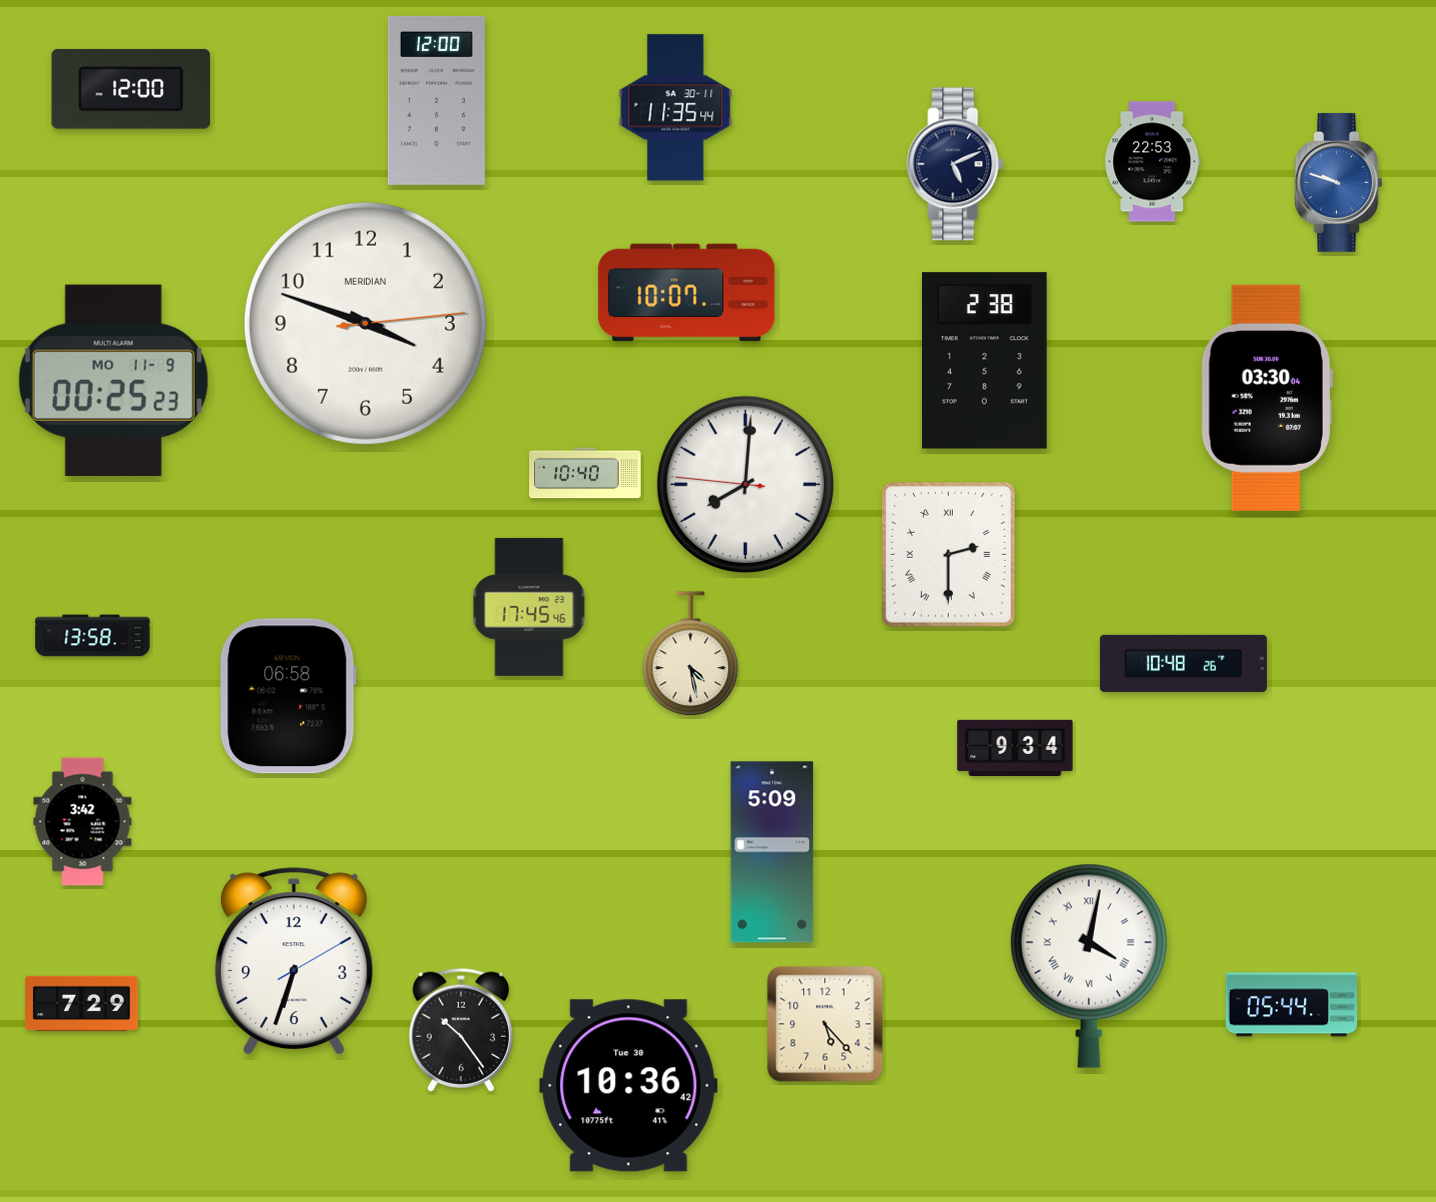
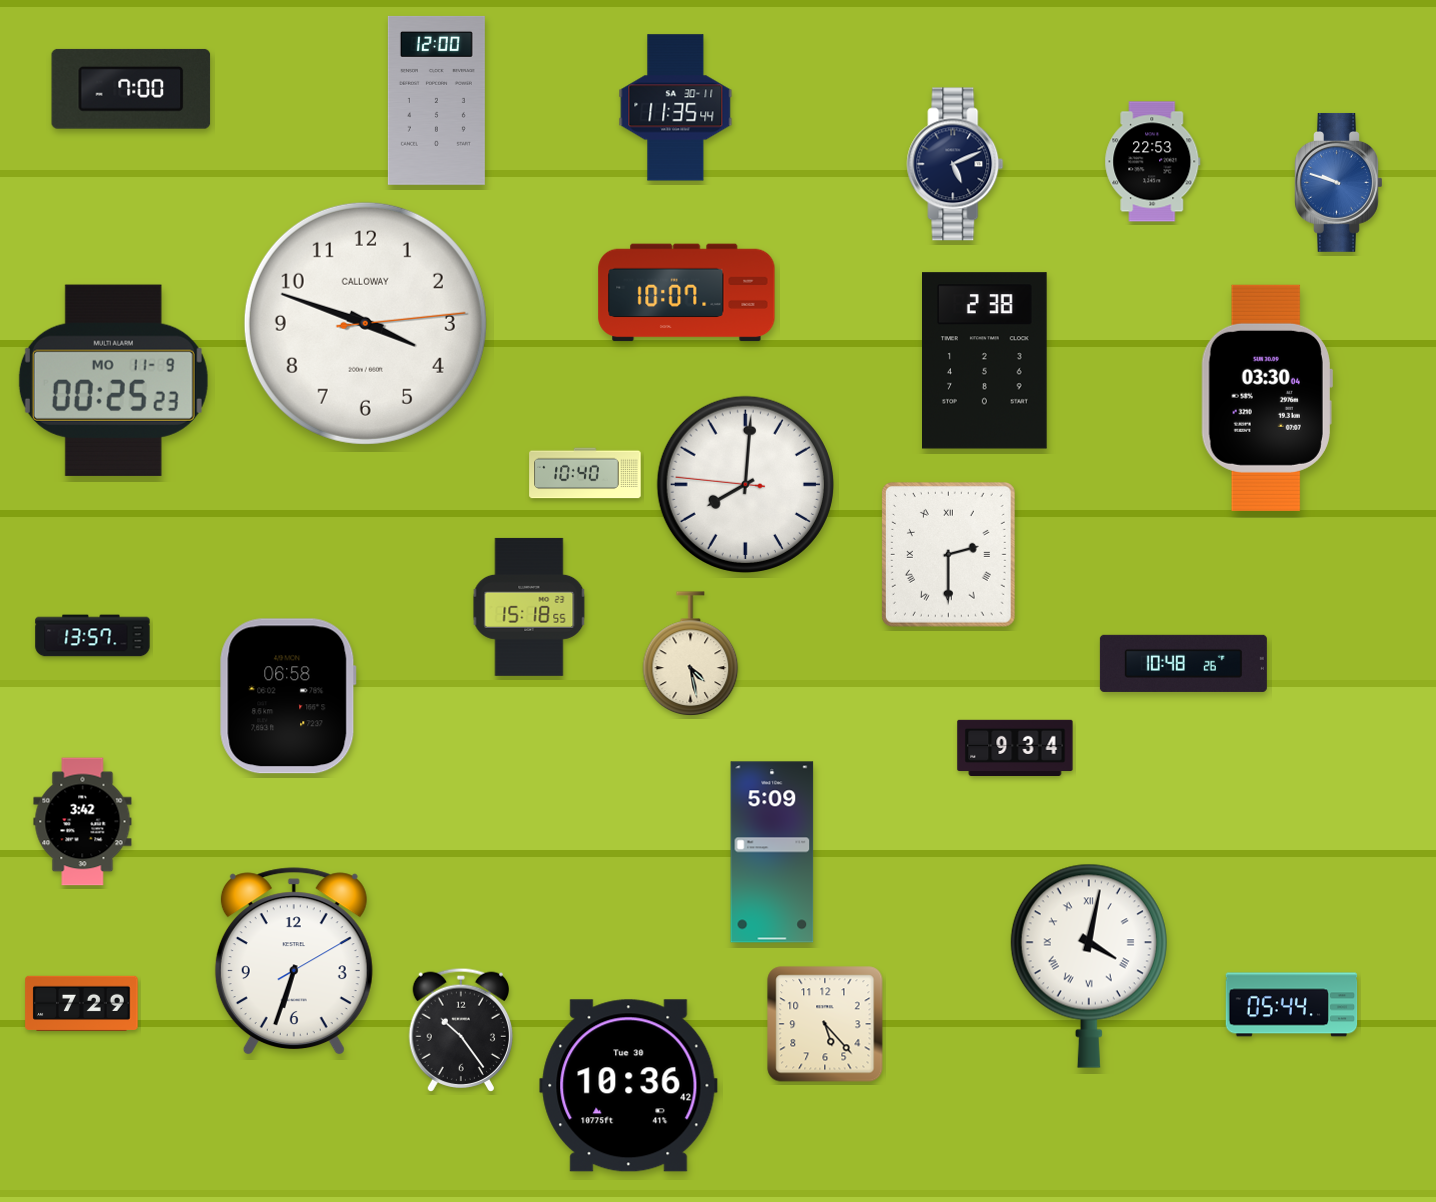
clock at (131, 89): 12:00 -> 7:00
clock at (365, 323) brand: MERIDIAN -> CALLOWAY
clock at (529, 607): 17:45 -> 15:18
clock at (93, 636): 13:58 -> 13:57
